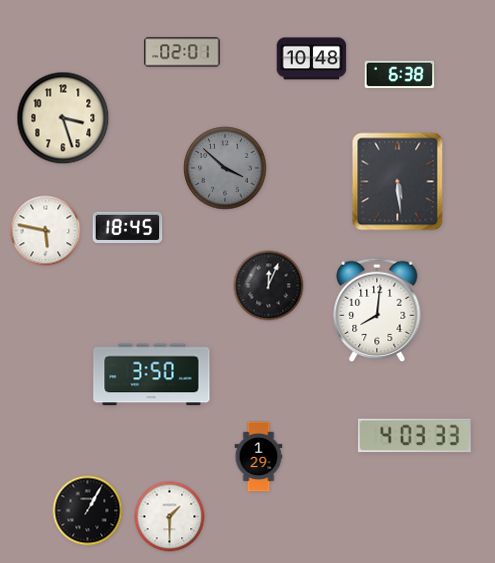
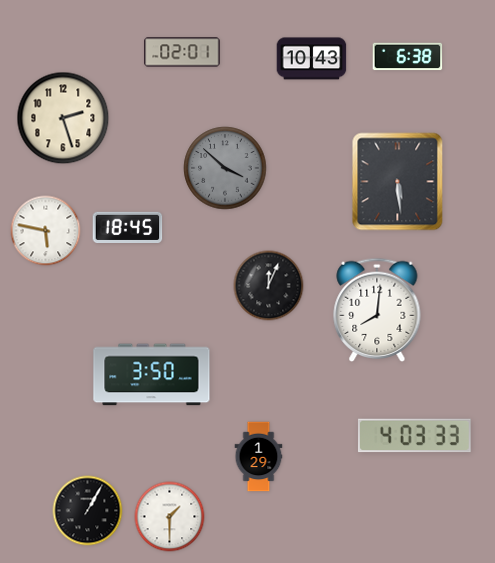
clock at (312, 59): 10:48 -> 10:43
clock at (400, 75) position: (400, 75) -> (408, 57)
clock at (63, 118): 3:27 -> 2:27
